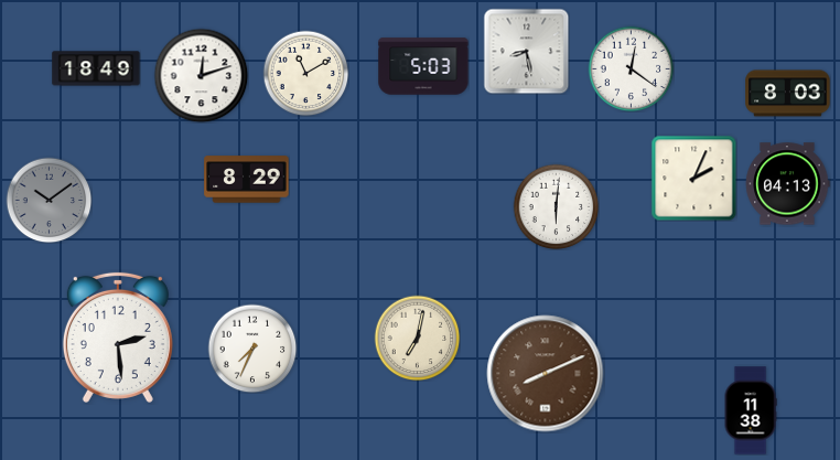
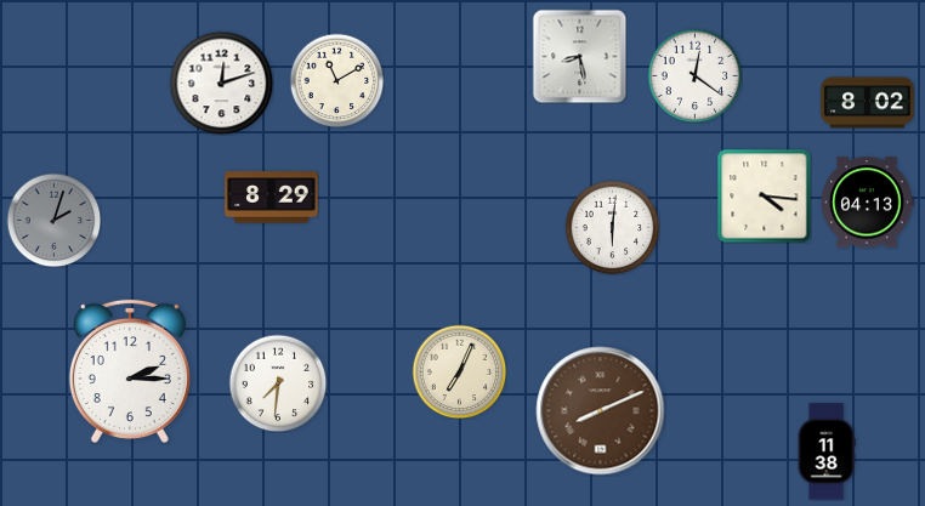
clock at (423, 66): 5:03 -> none
clock at (96, 68): 18:49 -> none
clock at (788, 94): 8:03 -> 8:02
clock at (693, 178): 2:04 -> 4:16
clock at (49, 200): 10:09 -> 2:03
clock at (118, 338): 2:29 -> 2:15
clock at (417, 338): 7:02 -> 7:04
clock at (252, 349): 7:34 -> 7:31
